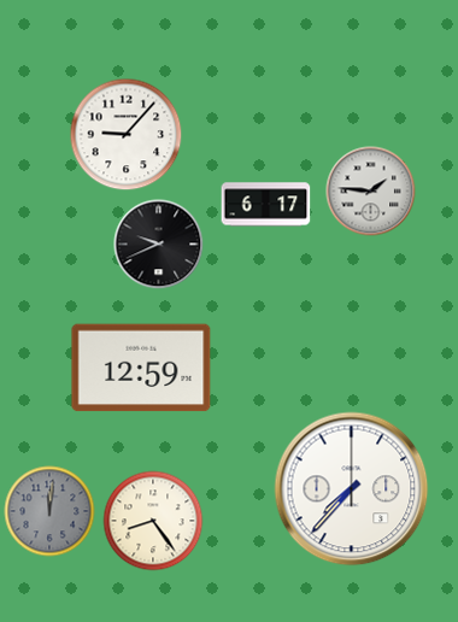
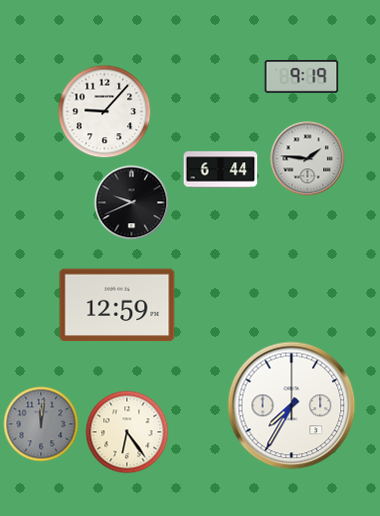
clock at (302, 77): none -> 9:19
clock at (266, 205): 6:17 -> 6:44
clock at (352, 489): 7:37 -> 7:35
clock at (153, 521): 8:24 -> 6:24
